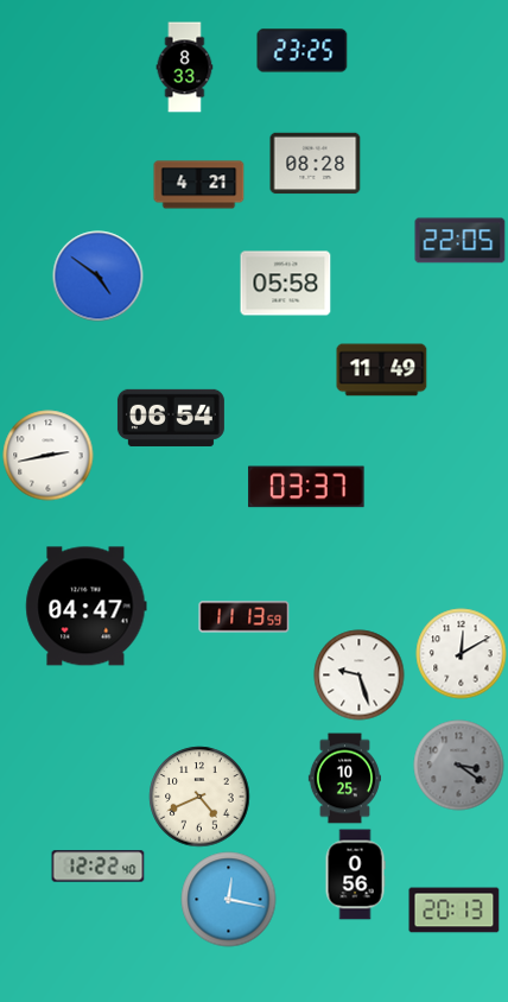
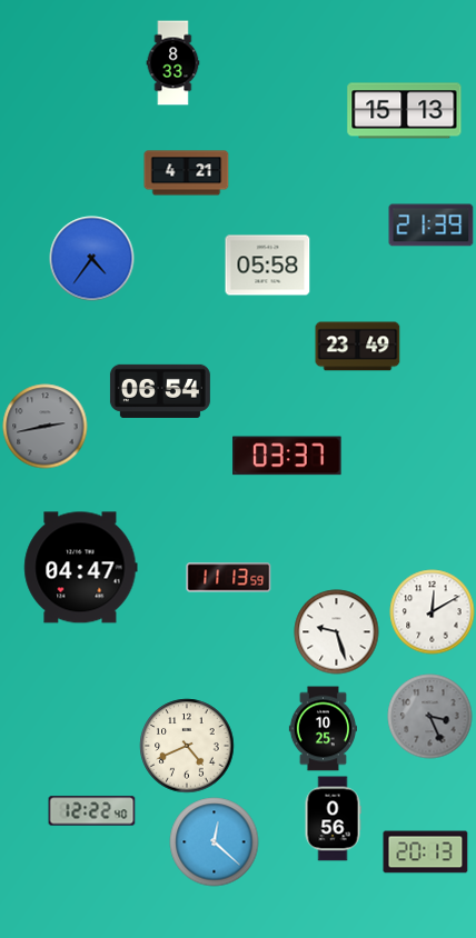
clock at (303, 51): 23:25 -> none
clock at (405, 111): none -> 15:13
clock at (316, 164): 08:28 -> none
clock at (461, 241): 22:05 -> 21:39
clock at (99, 277): 4:51 -> 4:36
clock at (382, 370): 11:49 -> 23:49
clock at (49, 456) dial: white -> grey
clock at (459, 766): 3:21 -> 3:26
clock at (229, 900): 12:17 -> 12:22
